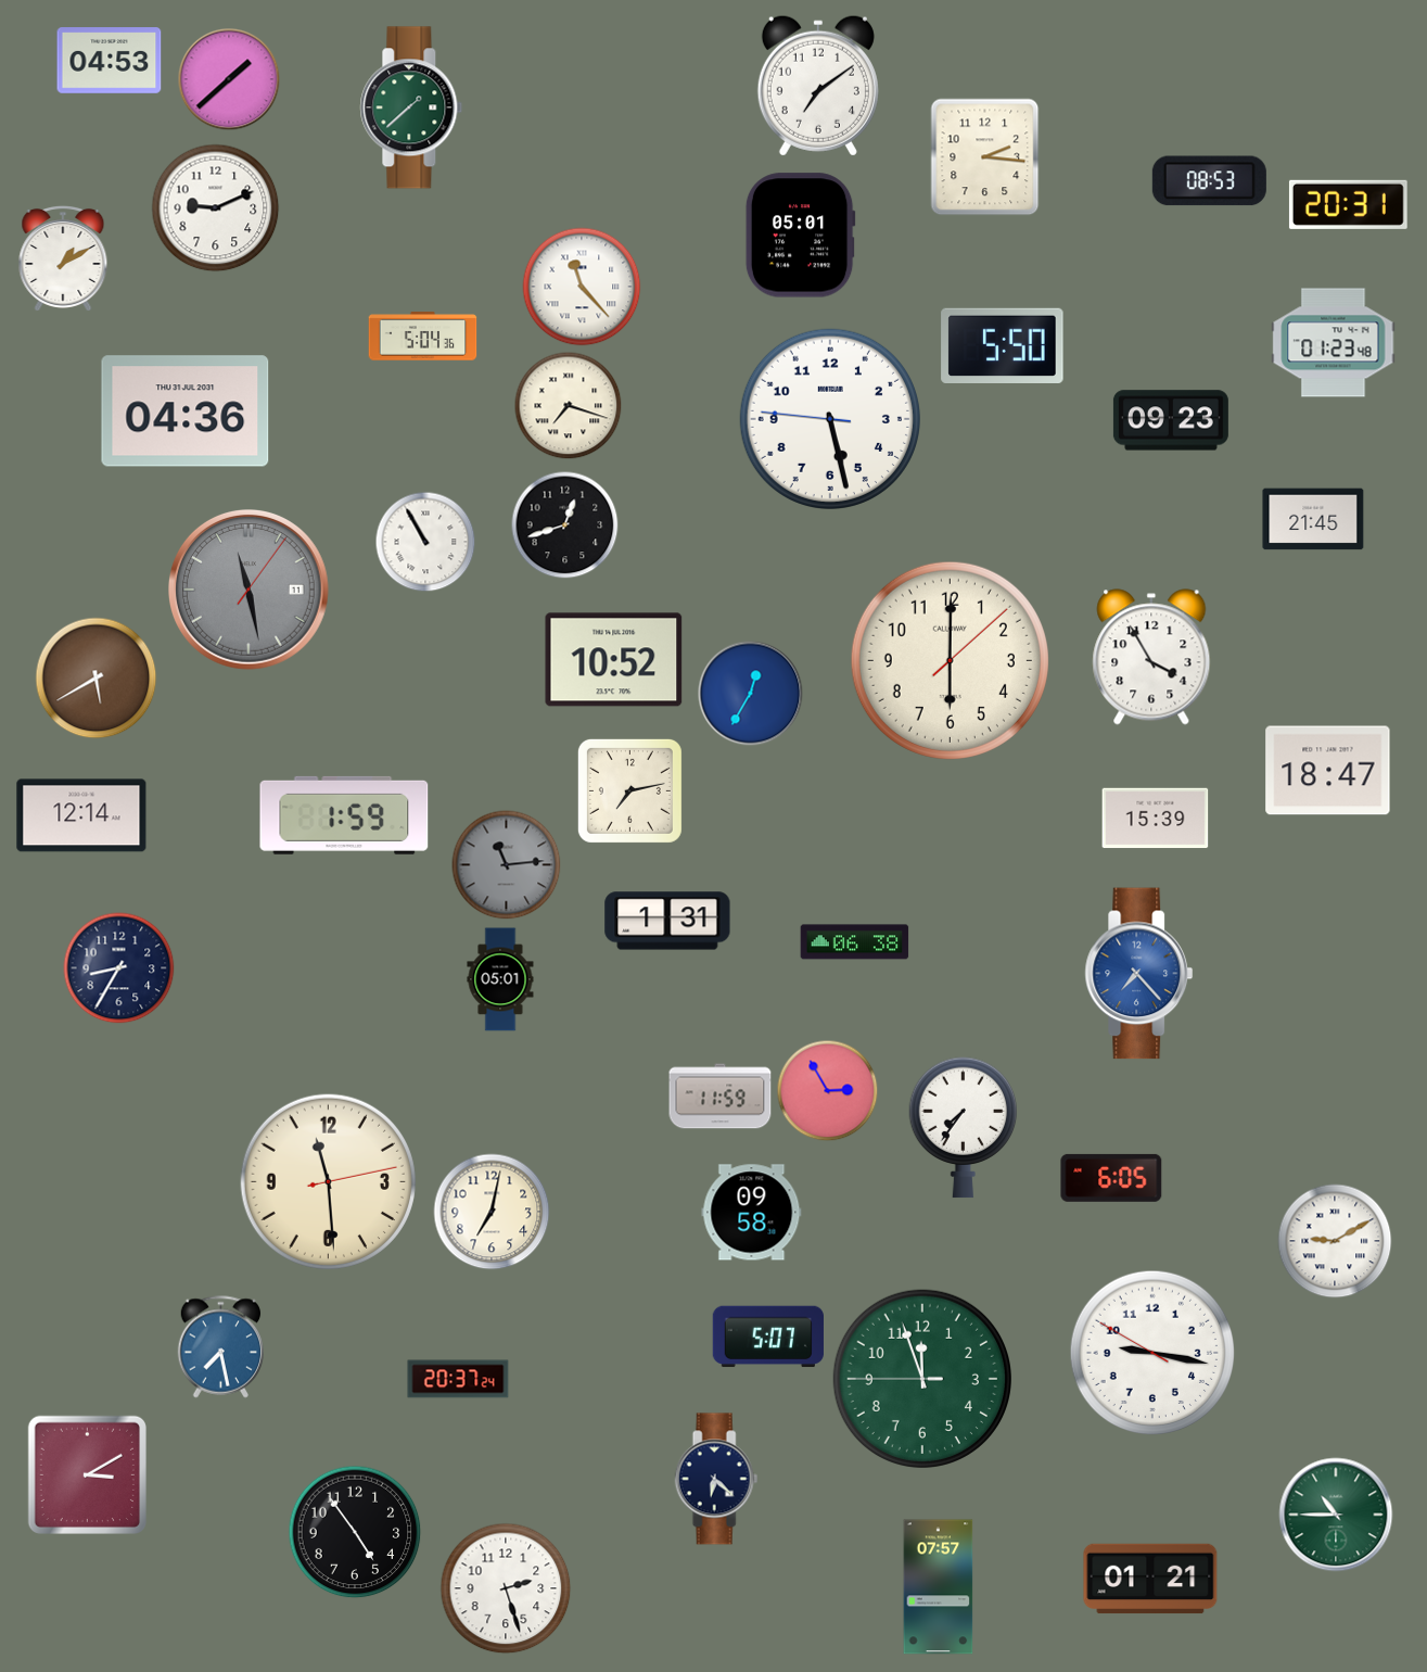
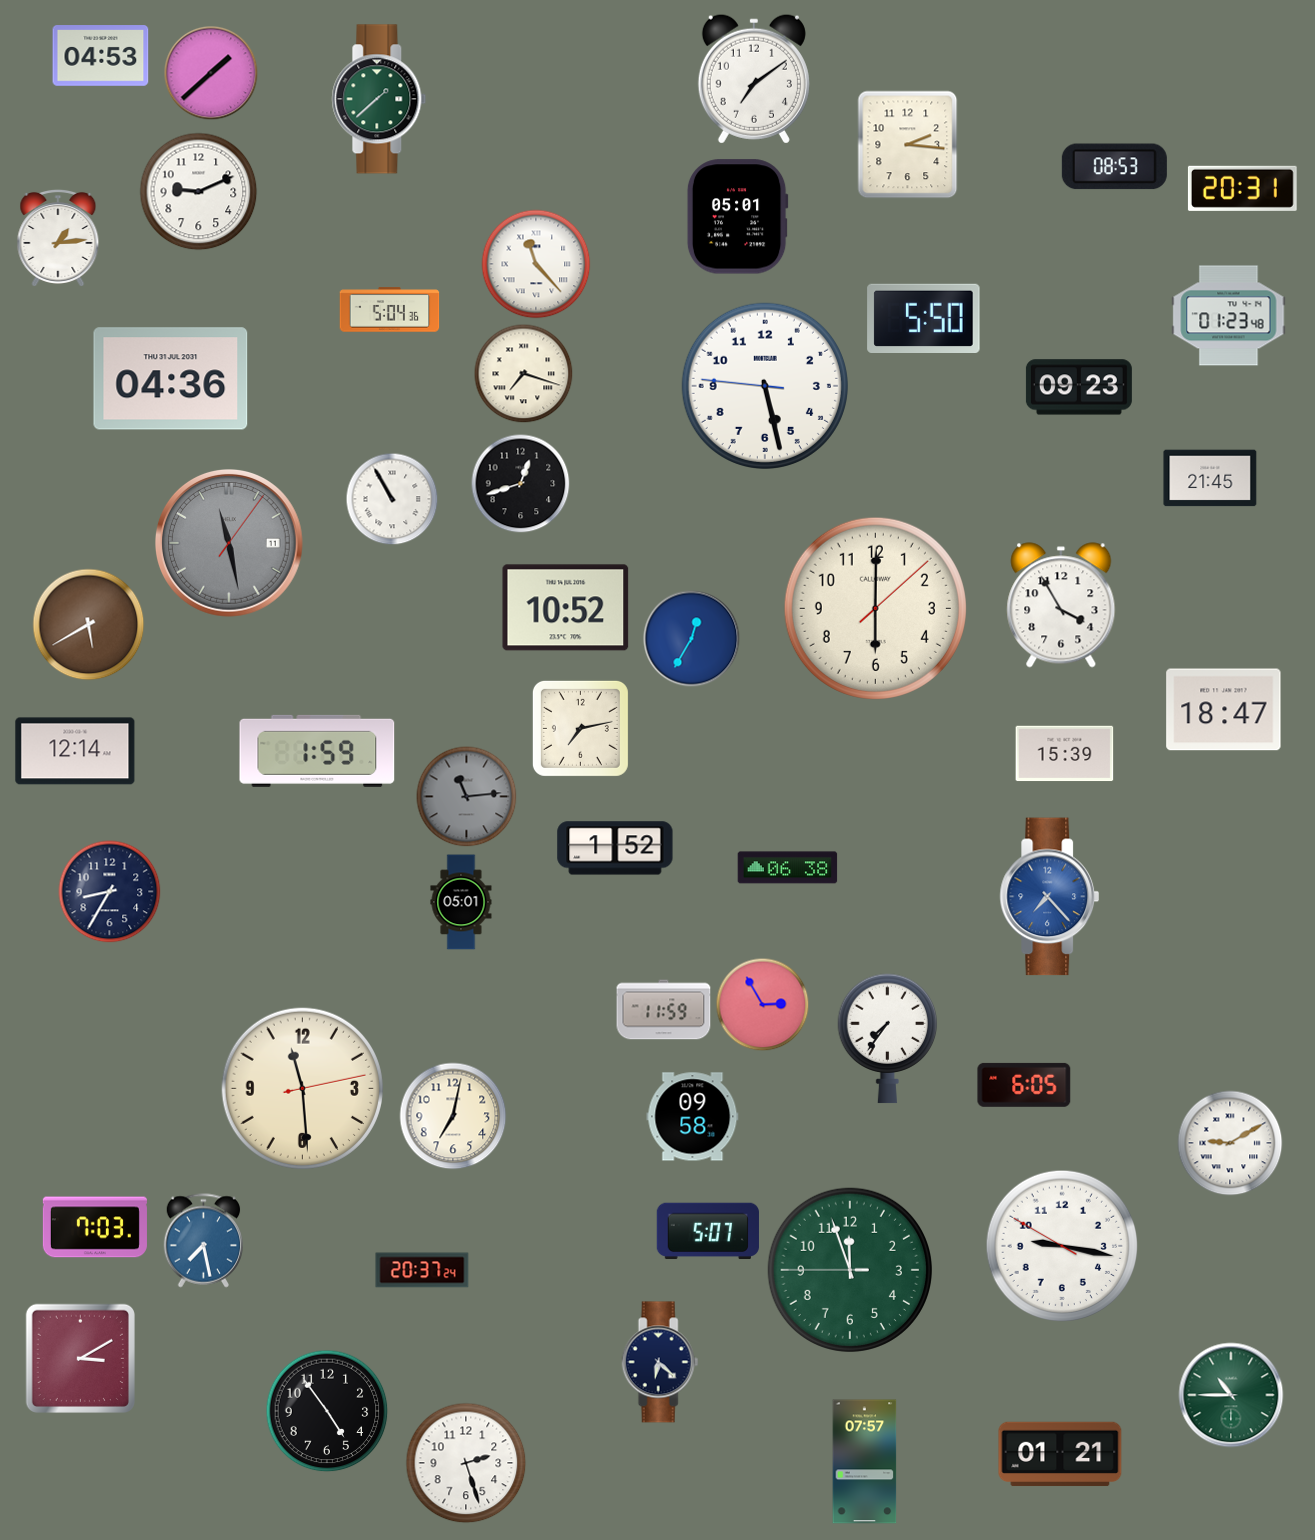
clock at (63, 258): 1:10 -> 1:14
clock at (667, 921): 1:31 -> 1:52
clock at (95, 1227): none -> 7:03
